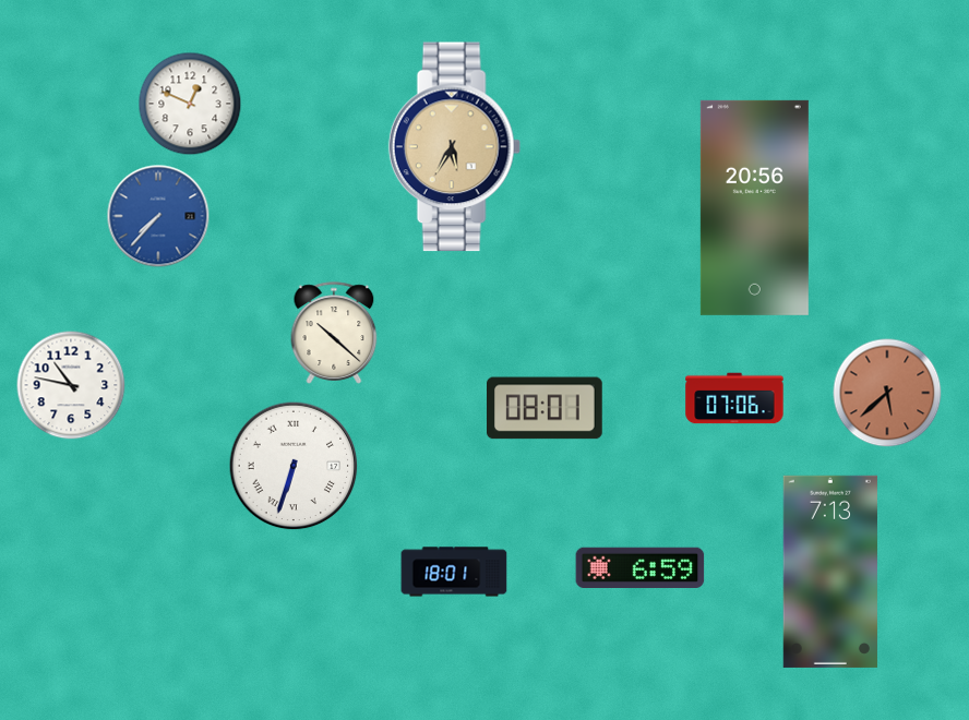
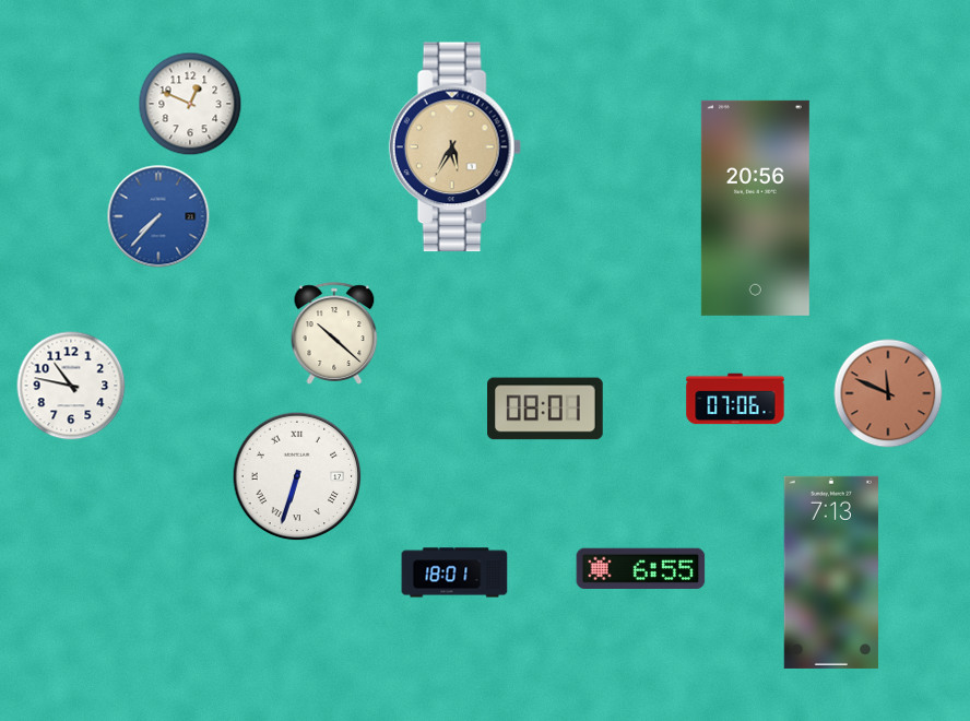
clock at (887, 393): 5:38 -> 11:49
clock at (294, 466) position: (294, 466) -> (297, 476)
clock at (641, 567): 6:59 -> 6:55
